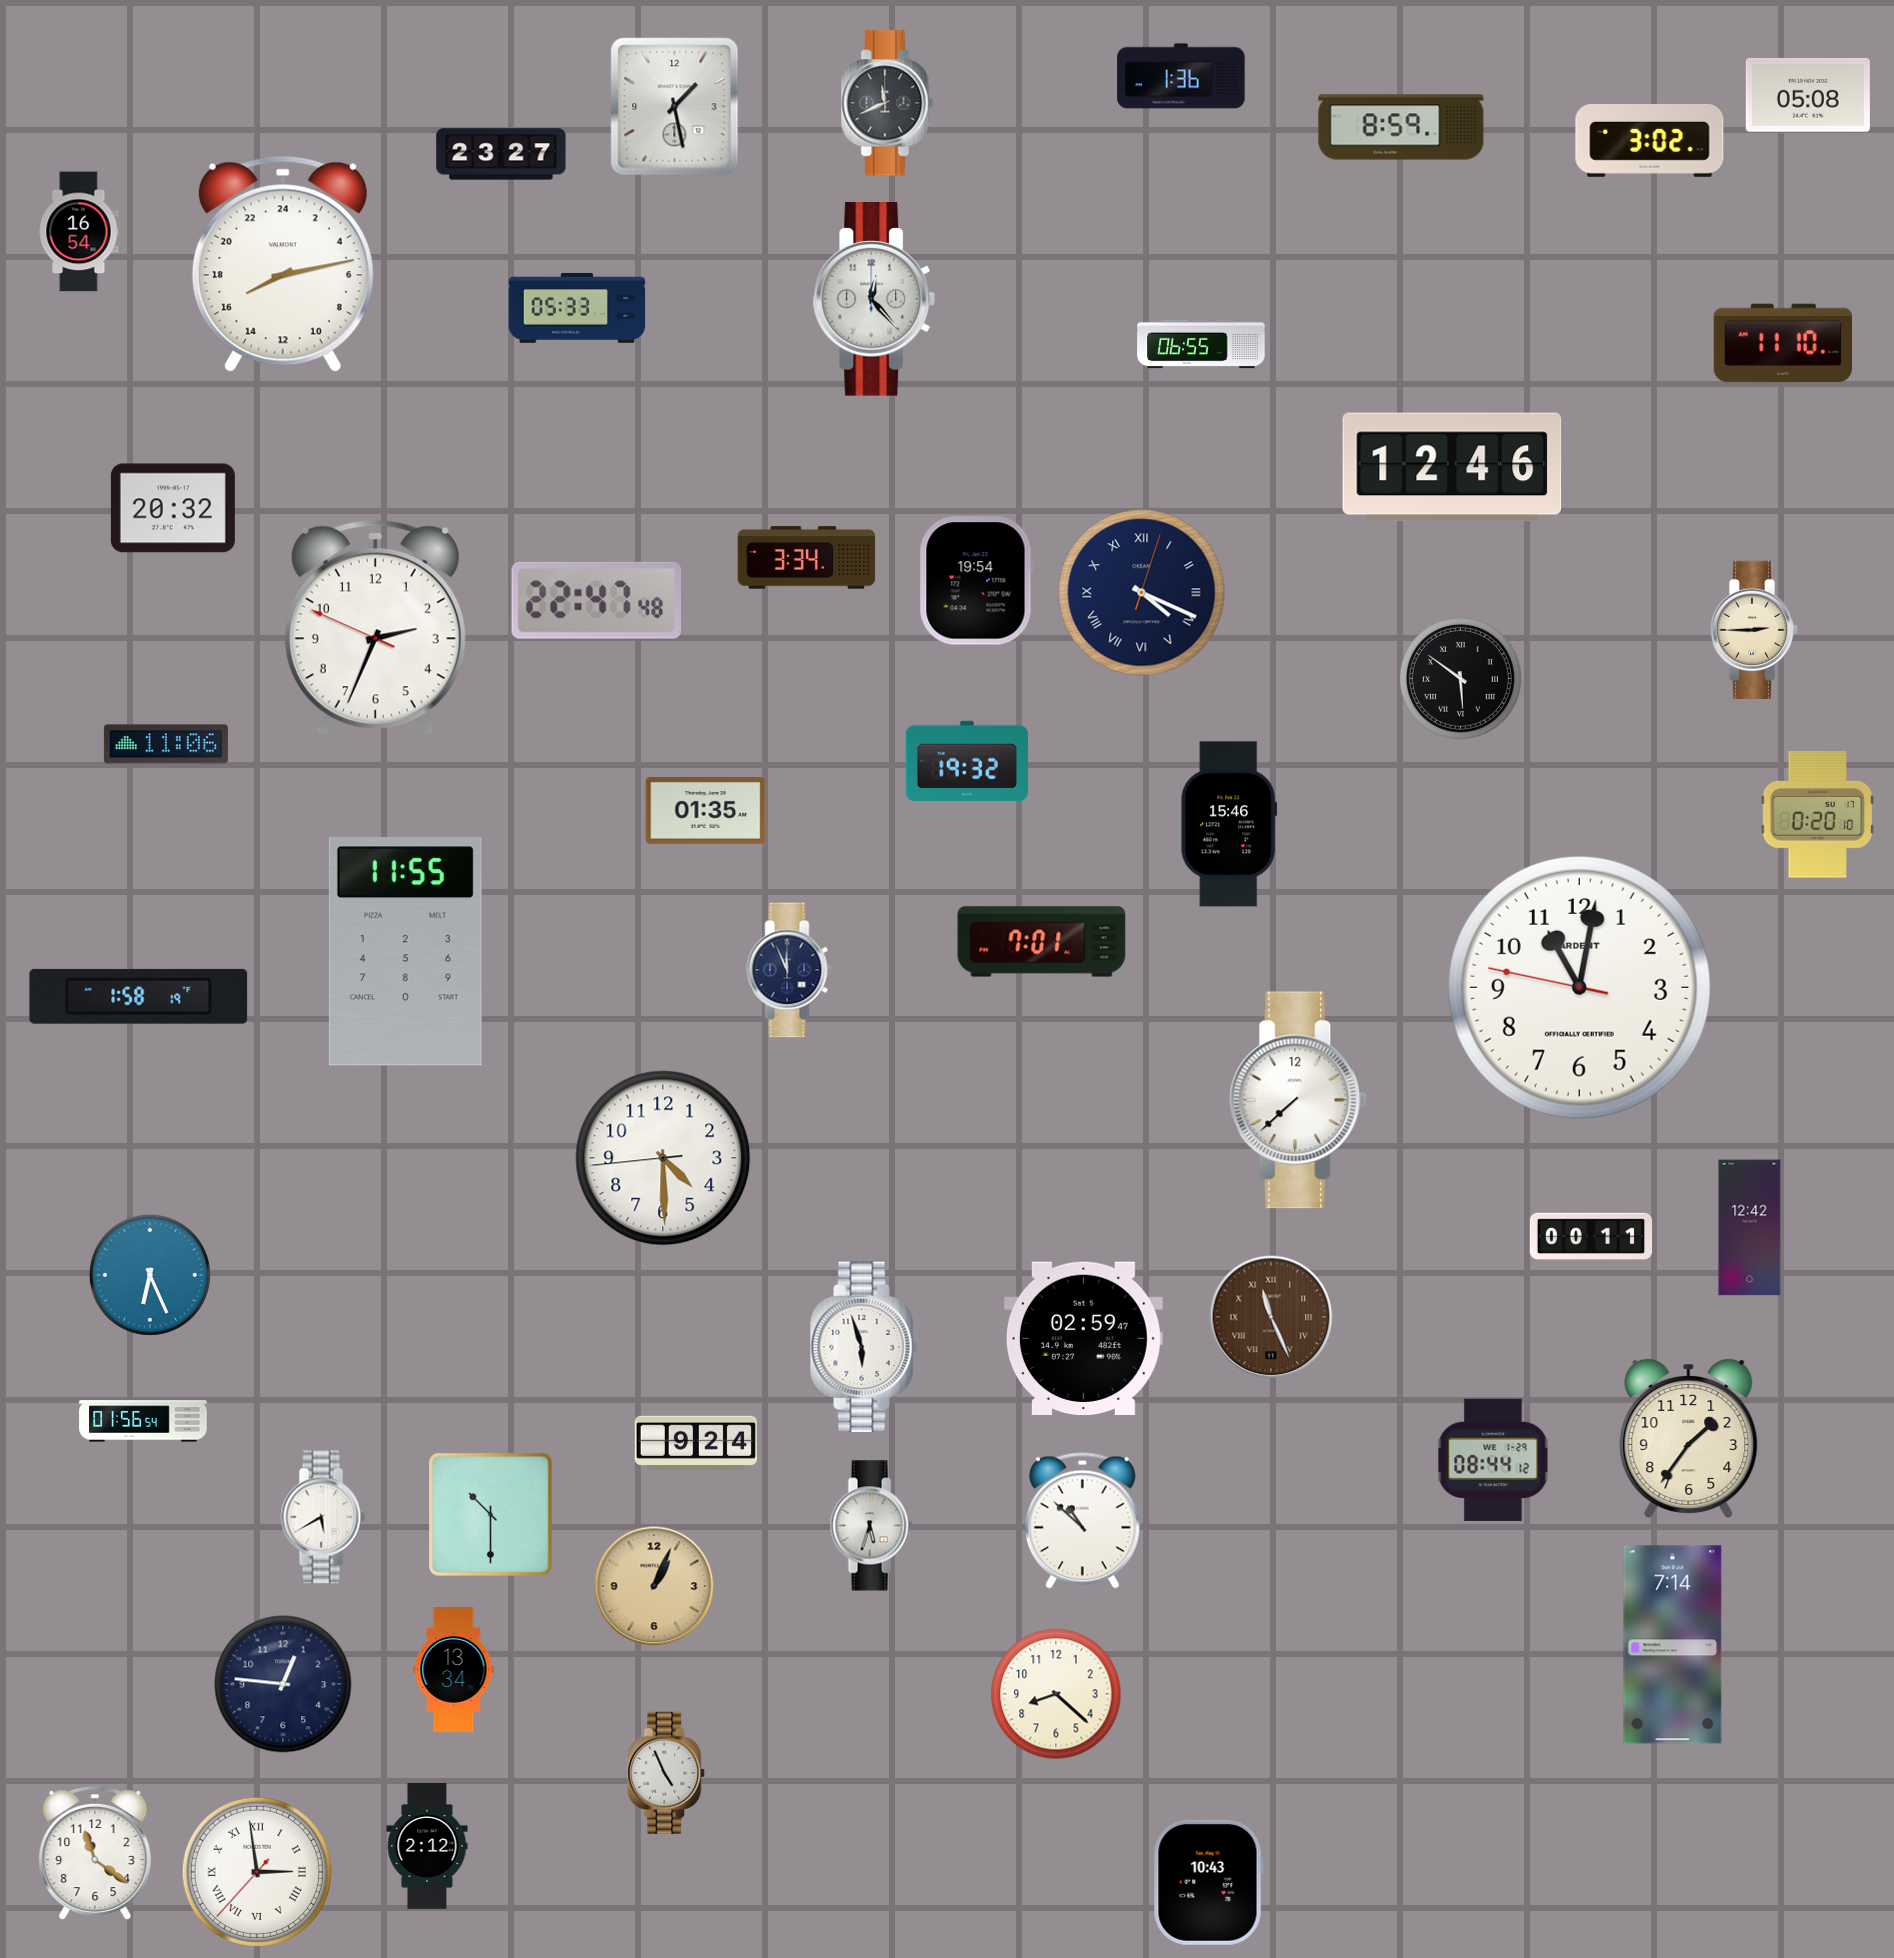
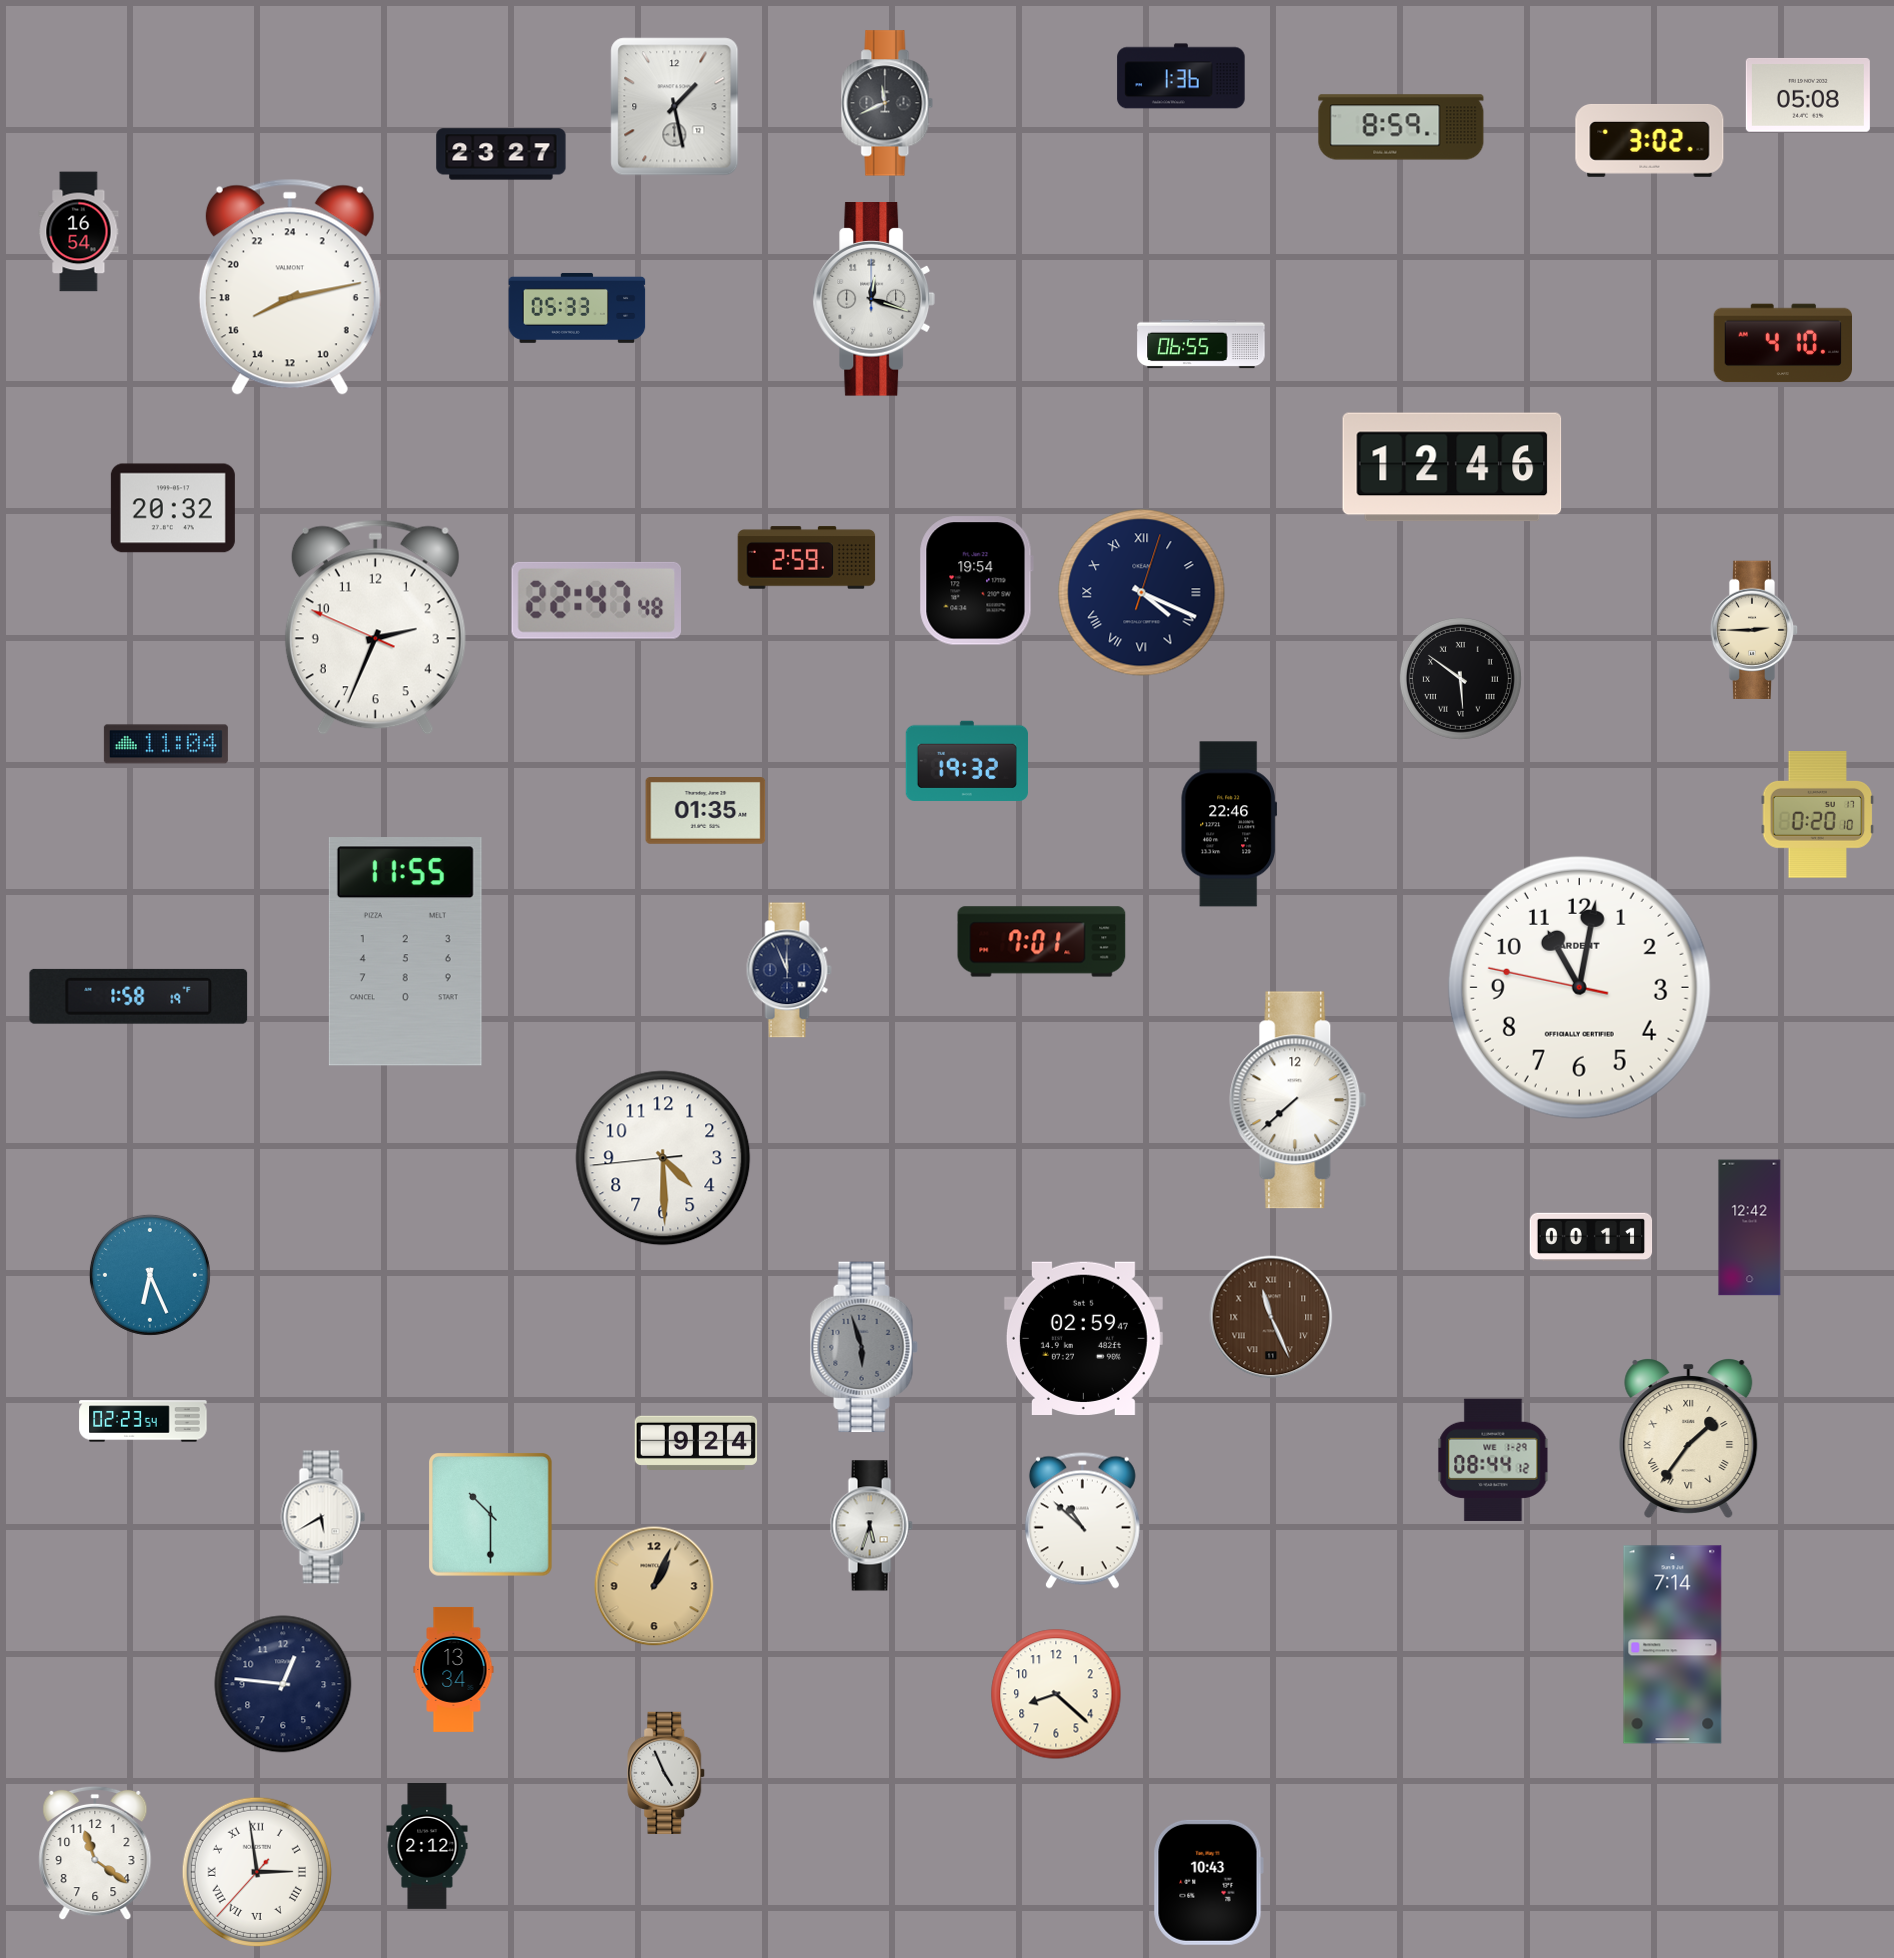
clock at (283, 264) position: (283, 264) -> (290, 287)
clock at (874, 300): 12:23 -> 12:18
clock at (1782, 343): 11:10 -> 4:10
clock at (807, 558): 3:34 -> 2:59
clock at (166, 744): 11:06 -> 11:04
clock at (1228, 824): 15:46 -> 22:46
clock at (864, 1347) dial: white -> grey
clock at (143, 1421): 01:56 -> 02:23
clock at (1689, 1438) numerals: Arabic -> Roman
